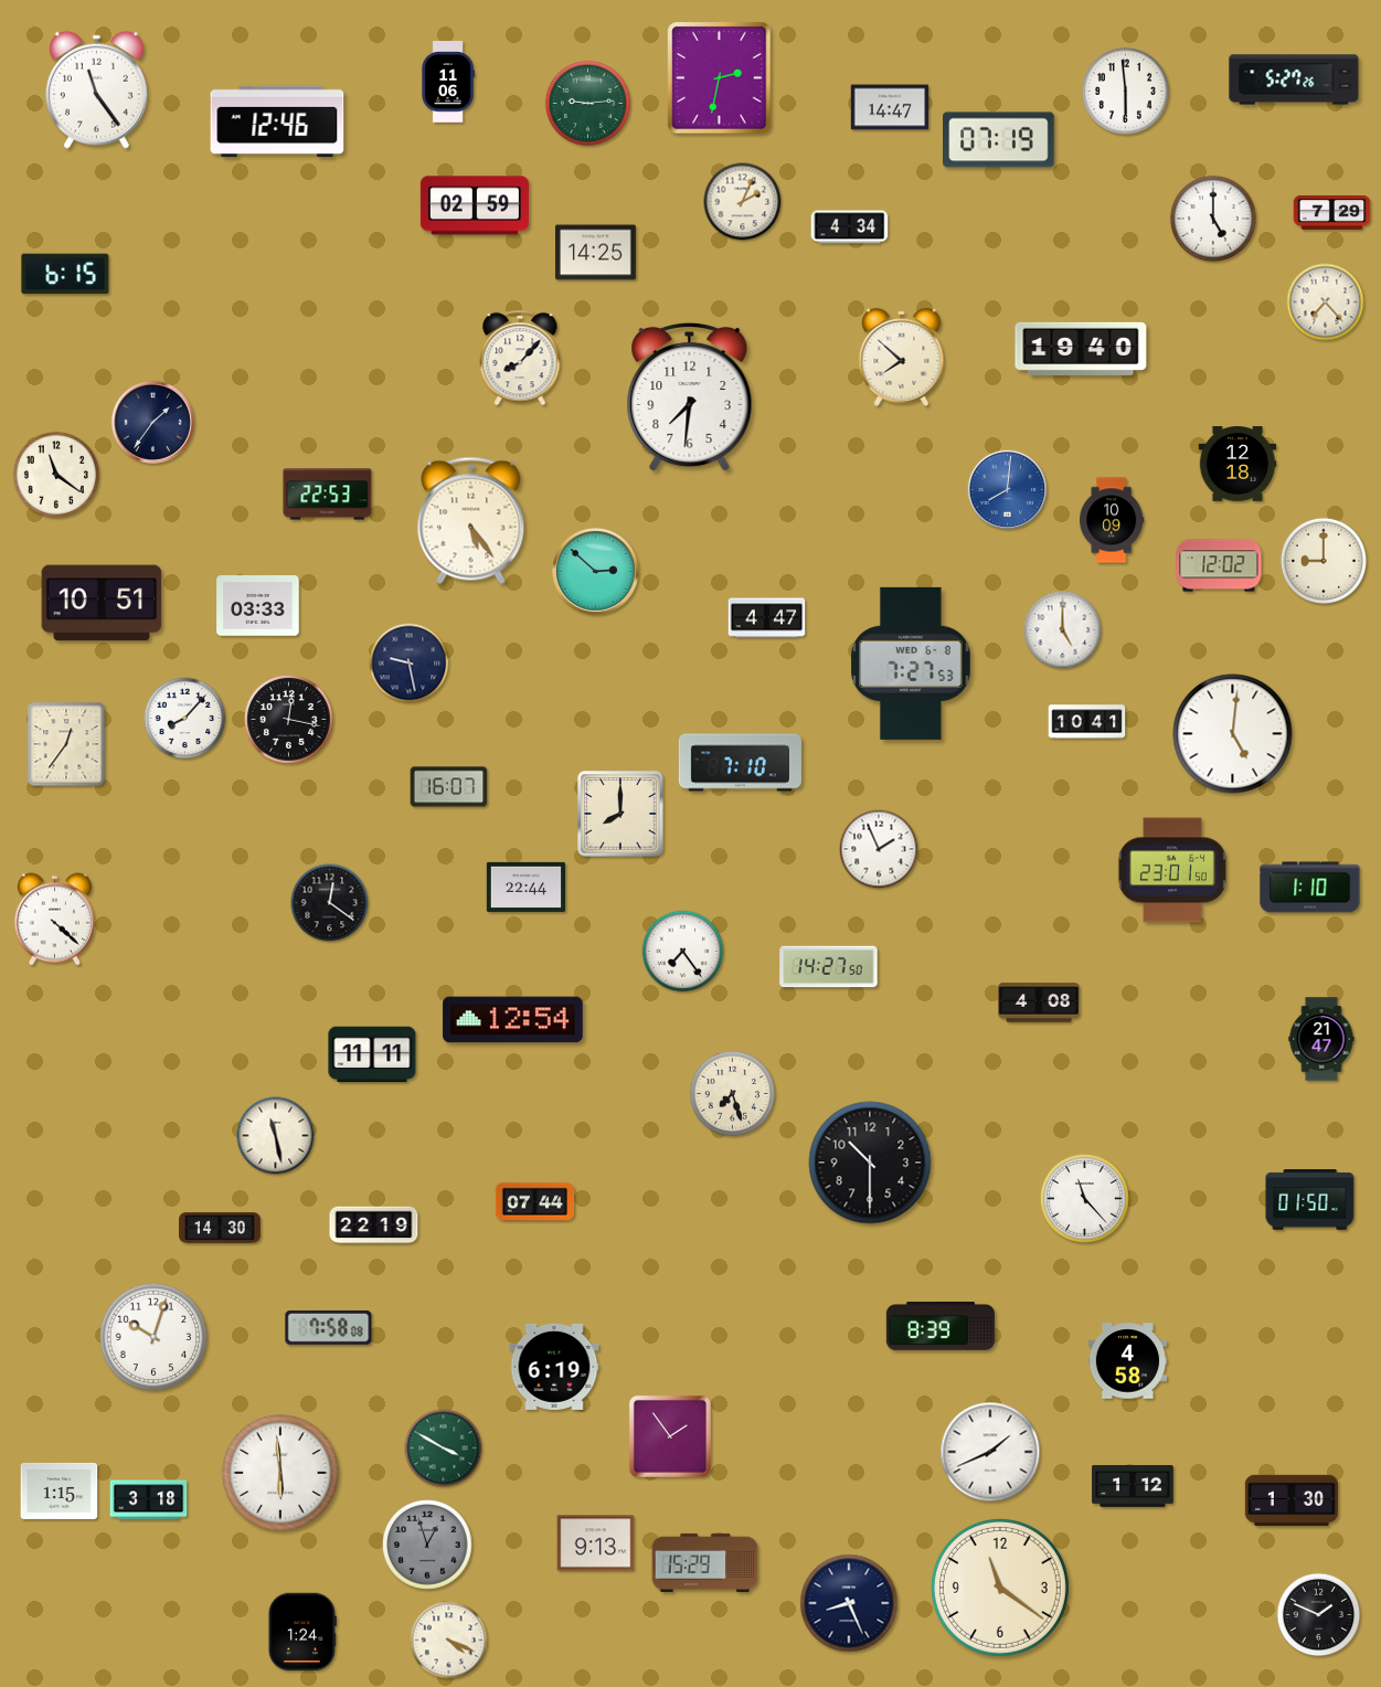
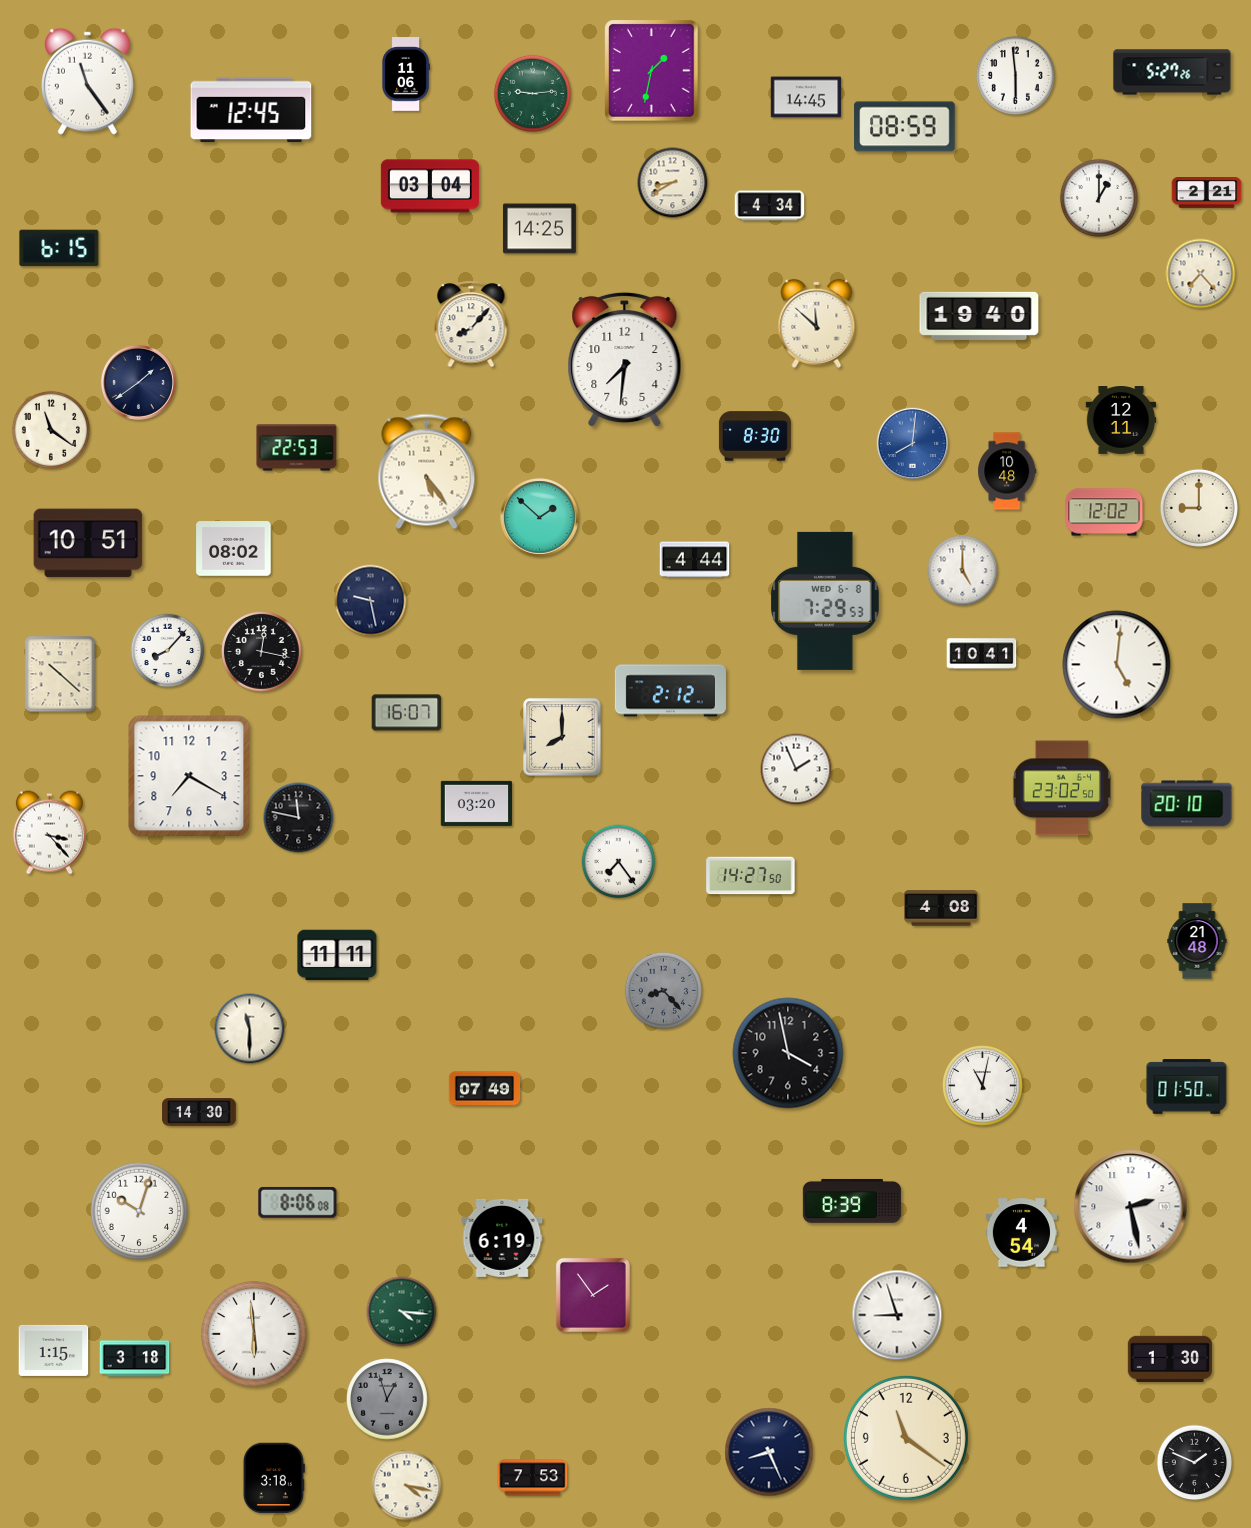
clock at (720, 78): 2:32 -> 1:32
clock at (1125, 91) position: (1125, 91) -> (1015, 75)
clock at (890, 107): 14:47 -> 14:45
clock at (277, 121): 12:46 -> 12:45
clock at (999, 140): 07:19 -> 08:59
clock at (743, 202): 2:04 -> 8:40
clock at (475, 205): 02:59 -> 03:04
clock at (1332, 213): 7:29 -> 2:21
clock at (1213, 219): 5:00 -> 1:00
clock at (902, 357): 7:52 -> 11:52
clock at (152, 422): 1:36 -> 1:39
clock at (1237, 465): 12:18 -> 12:11
clock at (755, 436): none -> 8:30
clock at (1112, 520): 10:09 -> 10:48
clock at (596, 572): 2:52 -> 1:52
clock at (102, 603) position: (102, 603) -> (88, 543)
clock at (258, 606): 03:33 -> 08:02
clock at (767, 618): 4:47 -> 4:44
clock at (911, 664): 7:27 -> 7:29
clock at (1087, 722) position: (1087, 722) -> (982, 654)
clock at (66, 744): 12:36 -> 10:22
clock at (740, 763): 7:10 -> 2:12
clock at (189, 776): none -> 7:20
clock at (1172, 870): 23:01 -> 23:02
clock at (525, 887): 22:44 -> 03:20
clock at (1310, 888): 1:10 -> 20:10
clock at (330, 903): 12:21 -> 11:47
clock at (54, 920): 4:22 -> 3:23
clock at (513, 1020): 12:54 -> none
clock at (1321, 1039): 21:47 -> 21:48
clock at (732, 1093): 7:27 -> 8:23
clock at (732, 1093) dial: cream -> grey
clock at (276, 1136): 11:28 -> 11:30
clock at (870, 1163): 10:30 -> 3:58
clock at (1085, 1199): 11:23 -> 11:02
clock at (535, 1202): 07:44 -> 07:49
clock at (374, 1226): 22:19 -> none
clock at (329, 1327): 7:58 -> 8:06
clock at (1131, 1207): none -> 2:28
clock at (1127, 1361): 4:58 -> 4:54
clock at (670, 1436) position: (670, 1436) -> (593, 1295)
clock at (444, 1449): 3:50 -> 4:16
clock at (990, 1452): 1:41 -> 8:57
clock at (1133, 1486): 1:12 -> none
clock at (596, 1543): 9:13 -> none
clock at (705, 1562): 15:29 -> none
clock at (302, 1632): 1:24 -> 3:18
clock at (533, 1478): none -> 7:53
clock at (449, 1641): 4:19 -> 4:17
